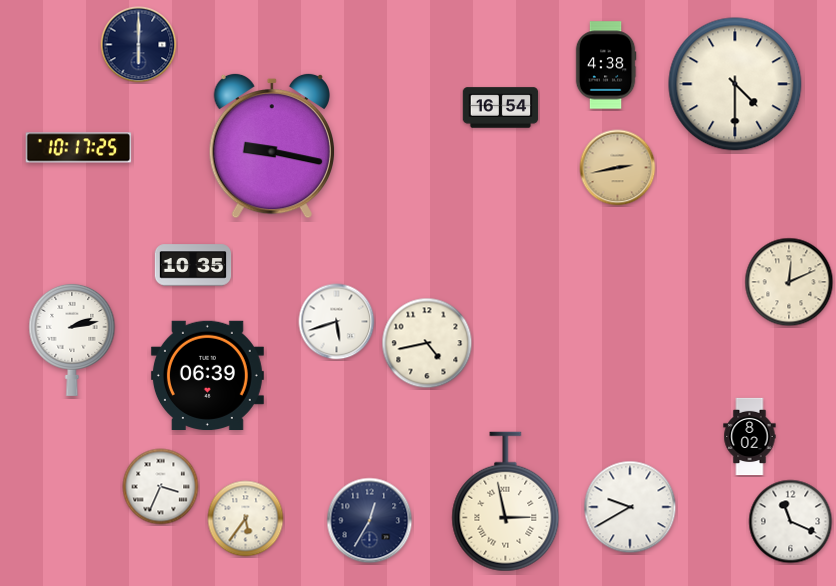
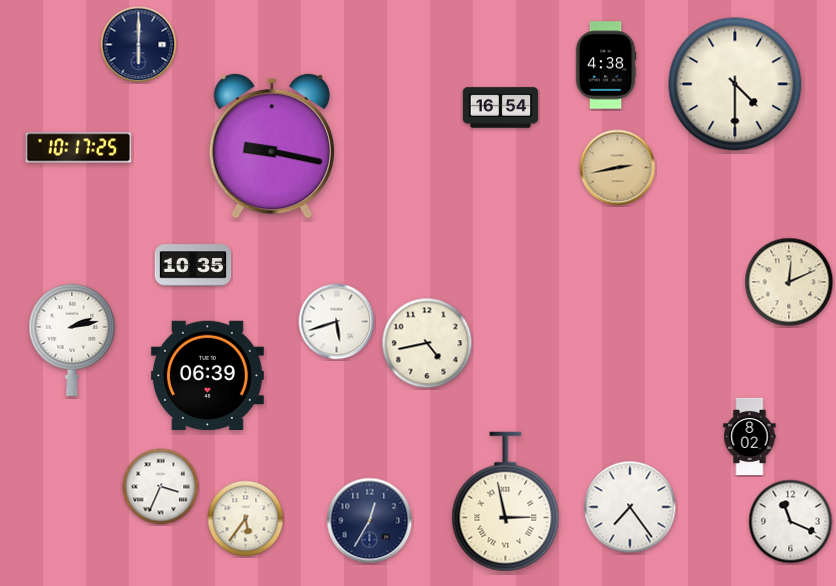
clock at (630, 507): 9:40 -> 7:24
